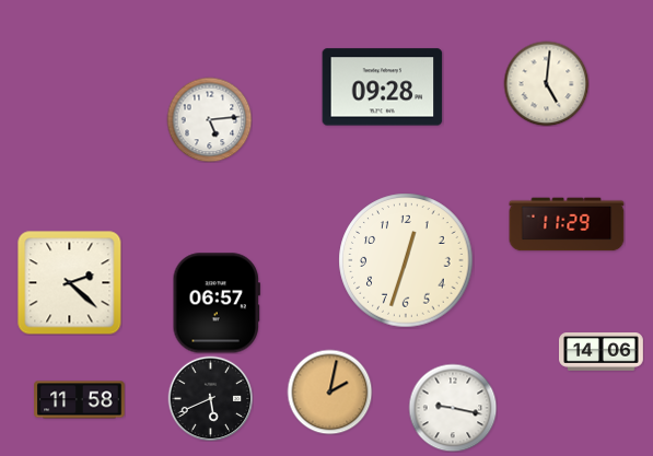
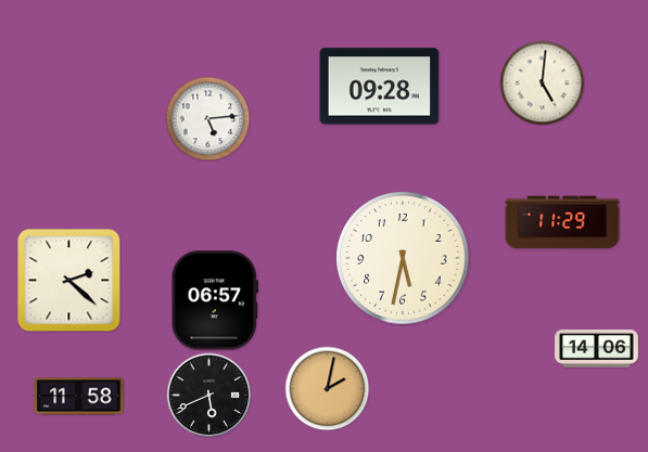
clock at (406, 260): 12:33 -> 5:32
clock at (453, 408): 9:17 -> none
